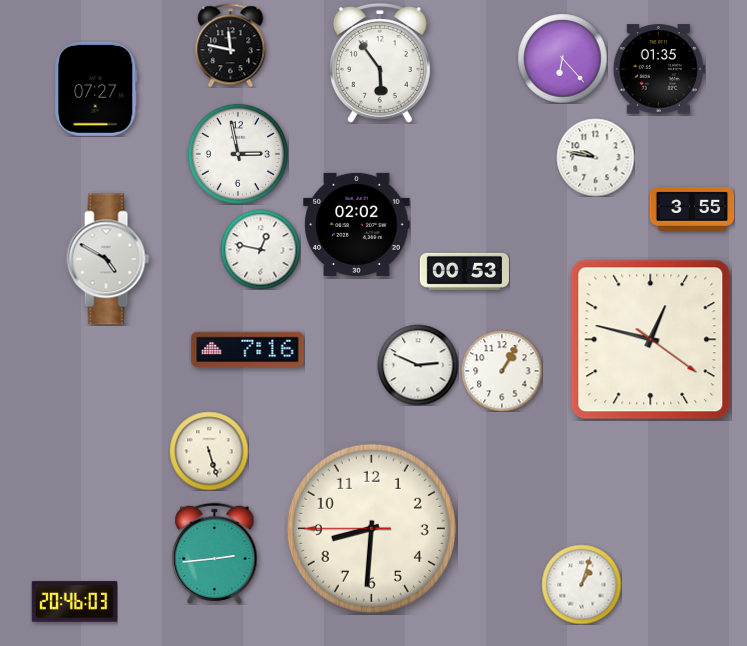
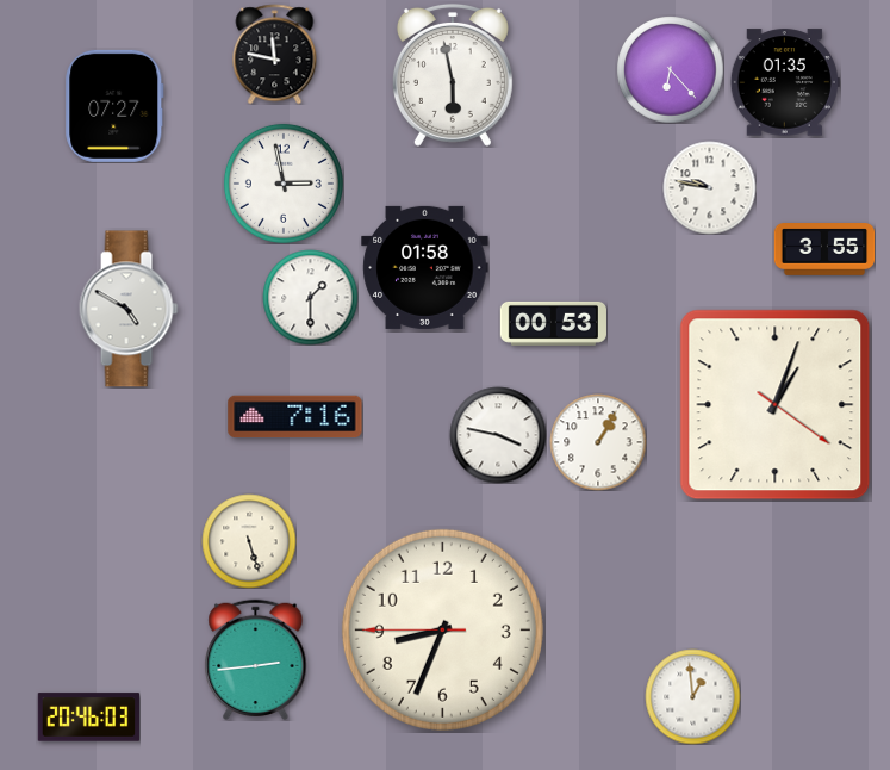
clock at (380, 63): 5:54 -> 5:58
clock at (357, 224): 02:02 -> 01:58
clock at (260, 249): 12:47 -> 1:30
clock at (651, 340): 12:47 -> 1:03
clock at (418, 365): 2:49 -> 3:47
clock at (209, 451) position: (209, 451) -> (249, 541)
clock at (371, 528): 8:30 -> 8:33
clock at (581, 584): 1:03 -> 12:59
